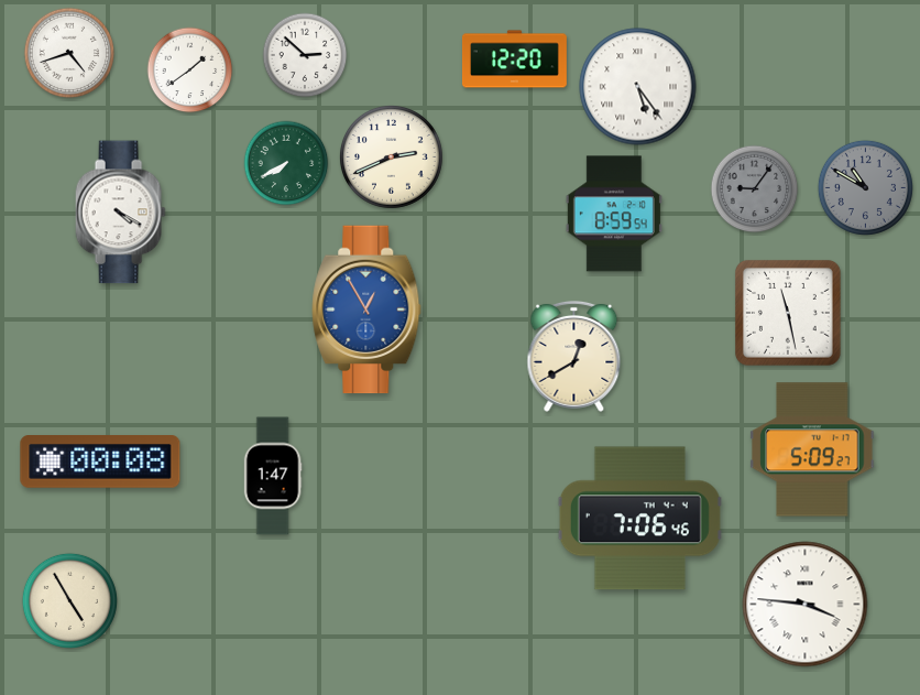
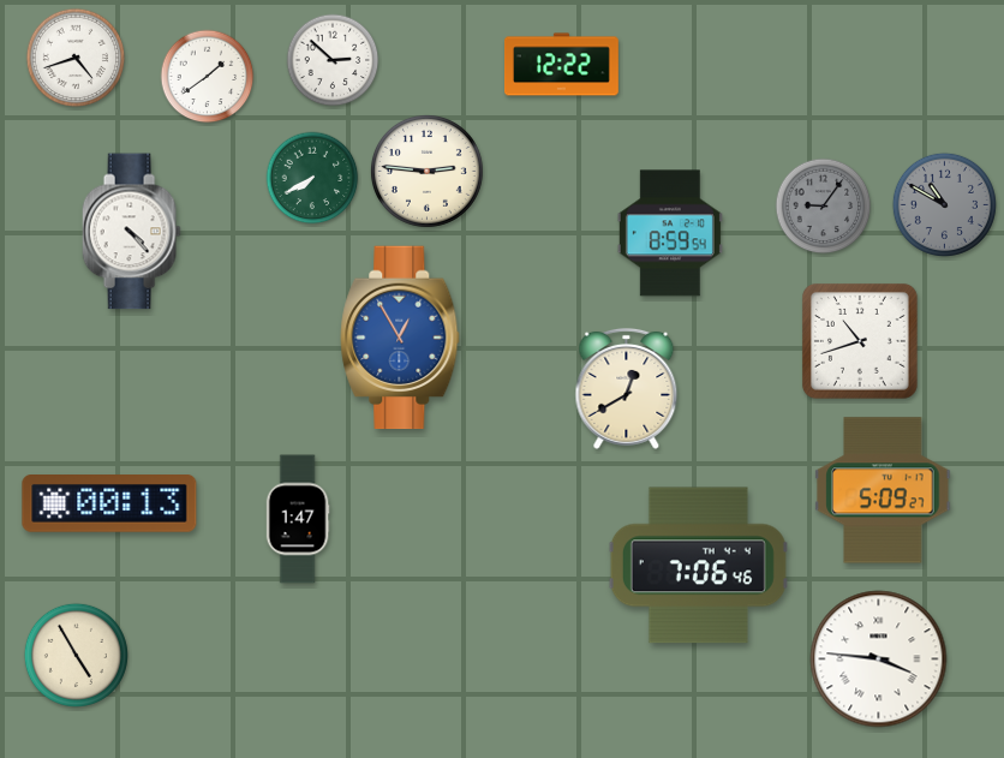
clock at (514, 59): 12:20 -> 12:22
clock at (638, 87): 5:24 -> none
clock at (391, 156): 2:41 -> 2:46
clock at (120, 213): 4:20 -> 4:23
clock at (788, 313): 11:28 -> 10:42
clock at (812, 449) position: (812, 449) -> (883, 490)
clock at (100, 463): 00:08 -> 00:13
